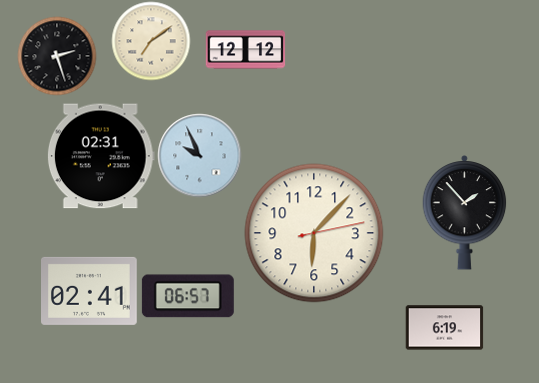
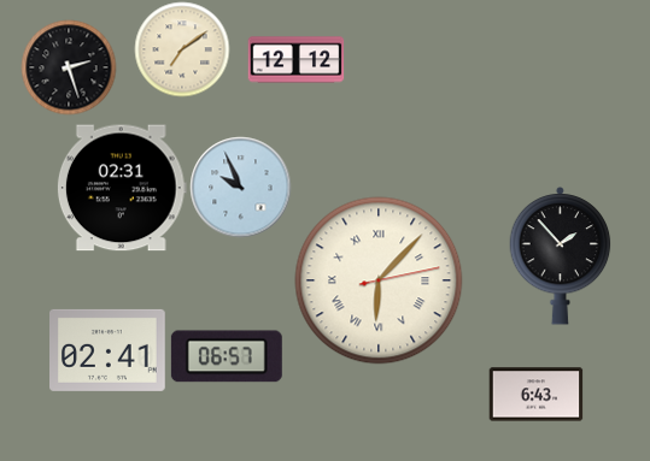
clock at (314, 233) numerals: Arabic -> Roman
clock at (444, 328): 6:19 -> 6:43
